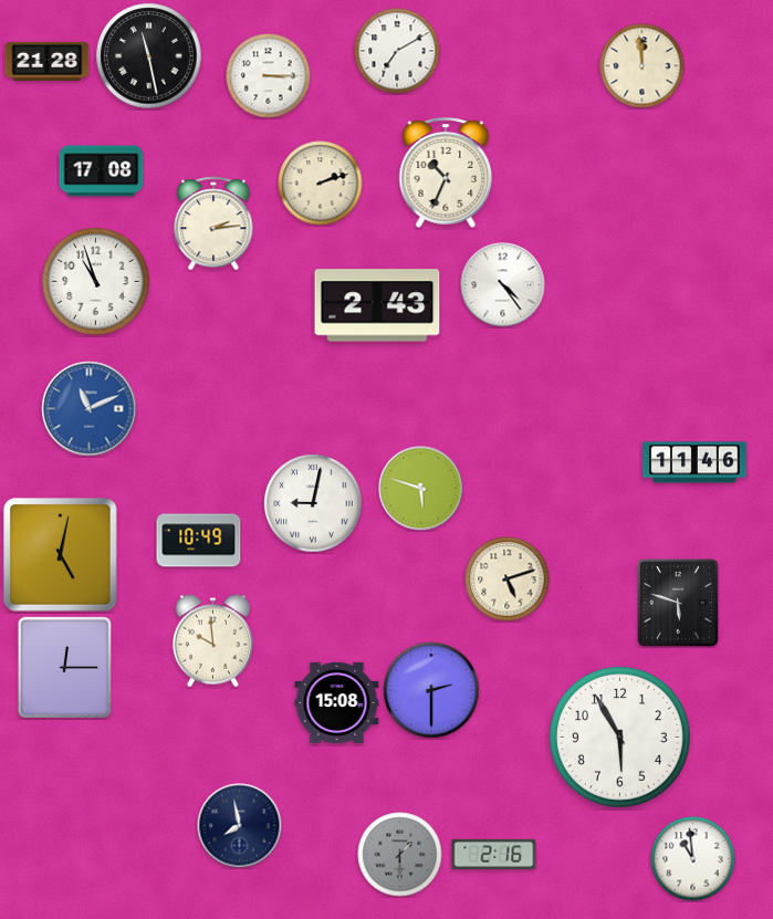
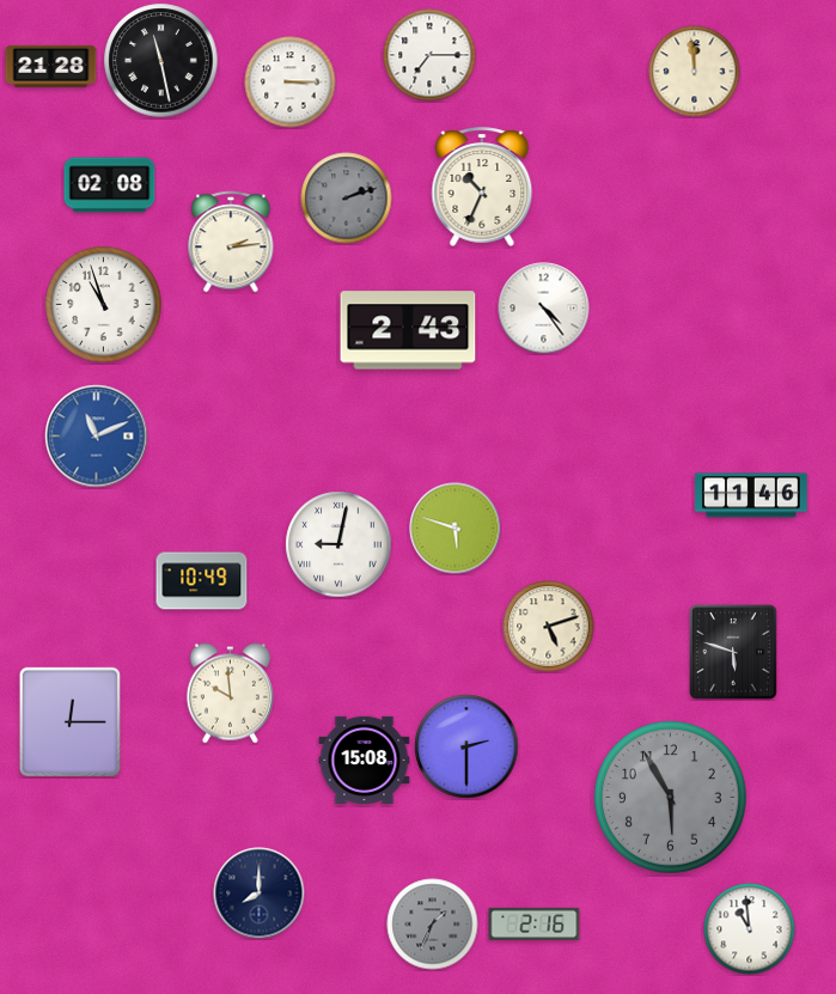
clock at (397, 51): 7:10 -> 7:15
clock at (102, 171): 17:08 -> 02:08
clock at (321, 184) dial: cream -> grey
clock at (90, 409) position: (90, 409) -> (97, 437)
clock at (694, 462) position: (694, 462) -> (751, 495)
clock at (199, 541) position: (199, 541) -> (202, 581)
clock at (61, 555): 5:02 -> none
clock at (619, 737) dial: white -> grey
clock at (240, 826): 7:58 -> 8:00
clock at (400, 855): 1:30 -> 1:34
